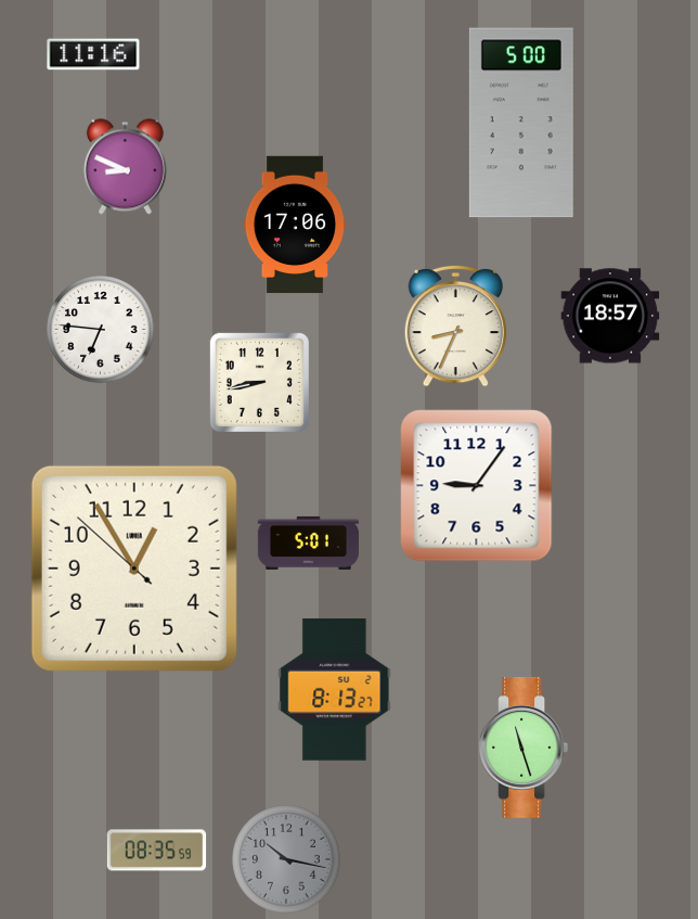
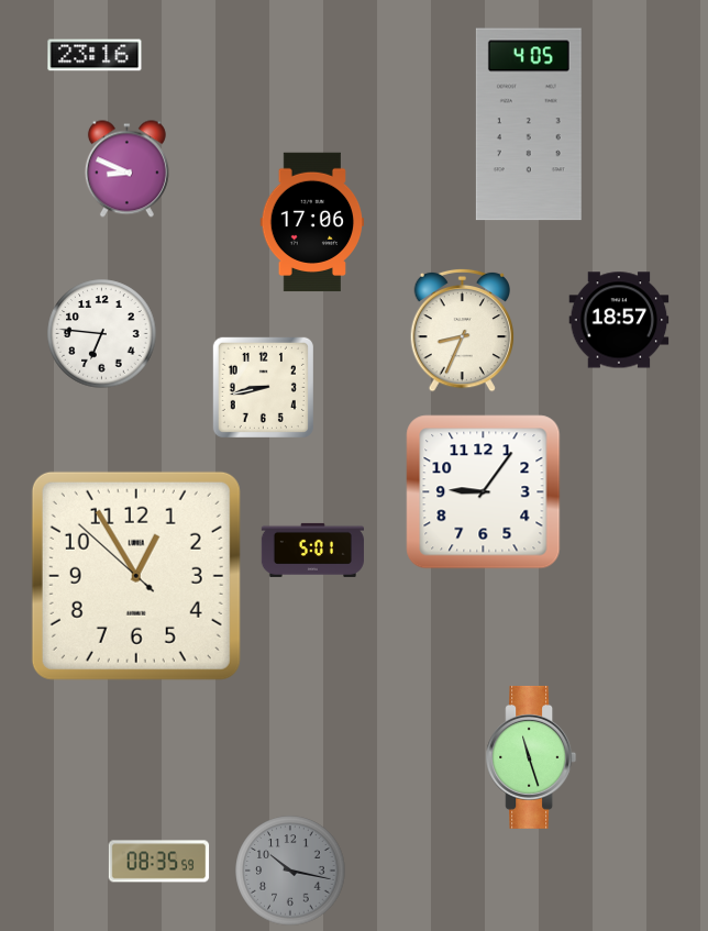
clock at (93, 54): 11:16 -> 23:16
clock at (521, 123): 5:00 -> 4:05
clock at (295, 225) position: (295, 225) -> (312, 222)
clock at (335, 690): 8:13 -> none
